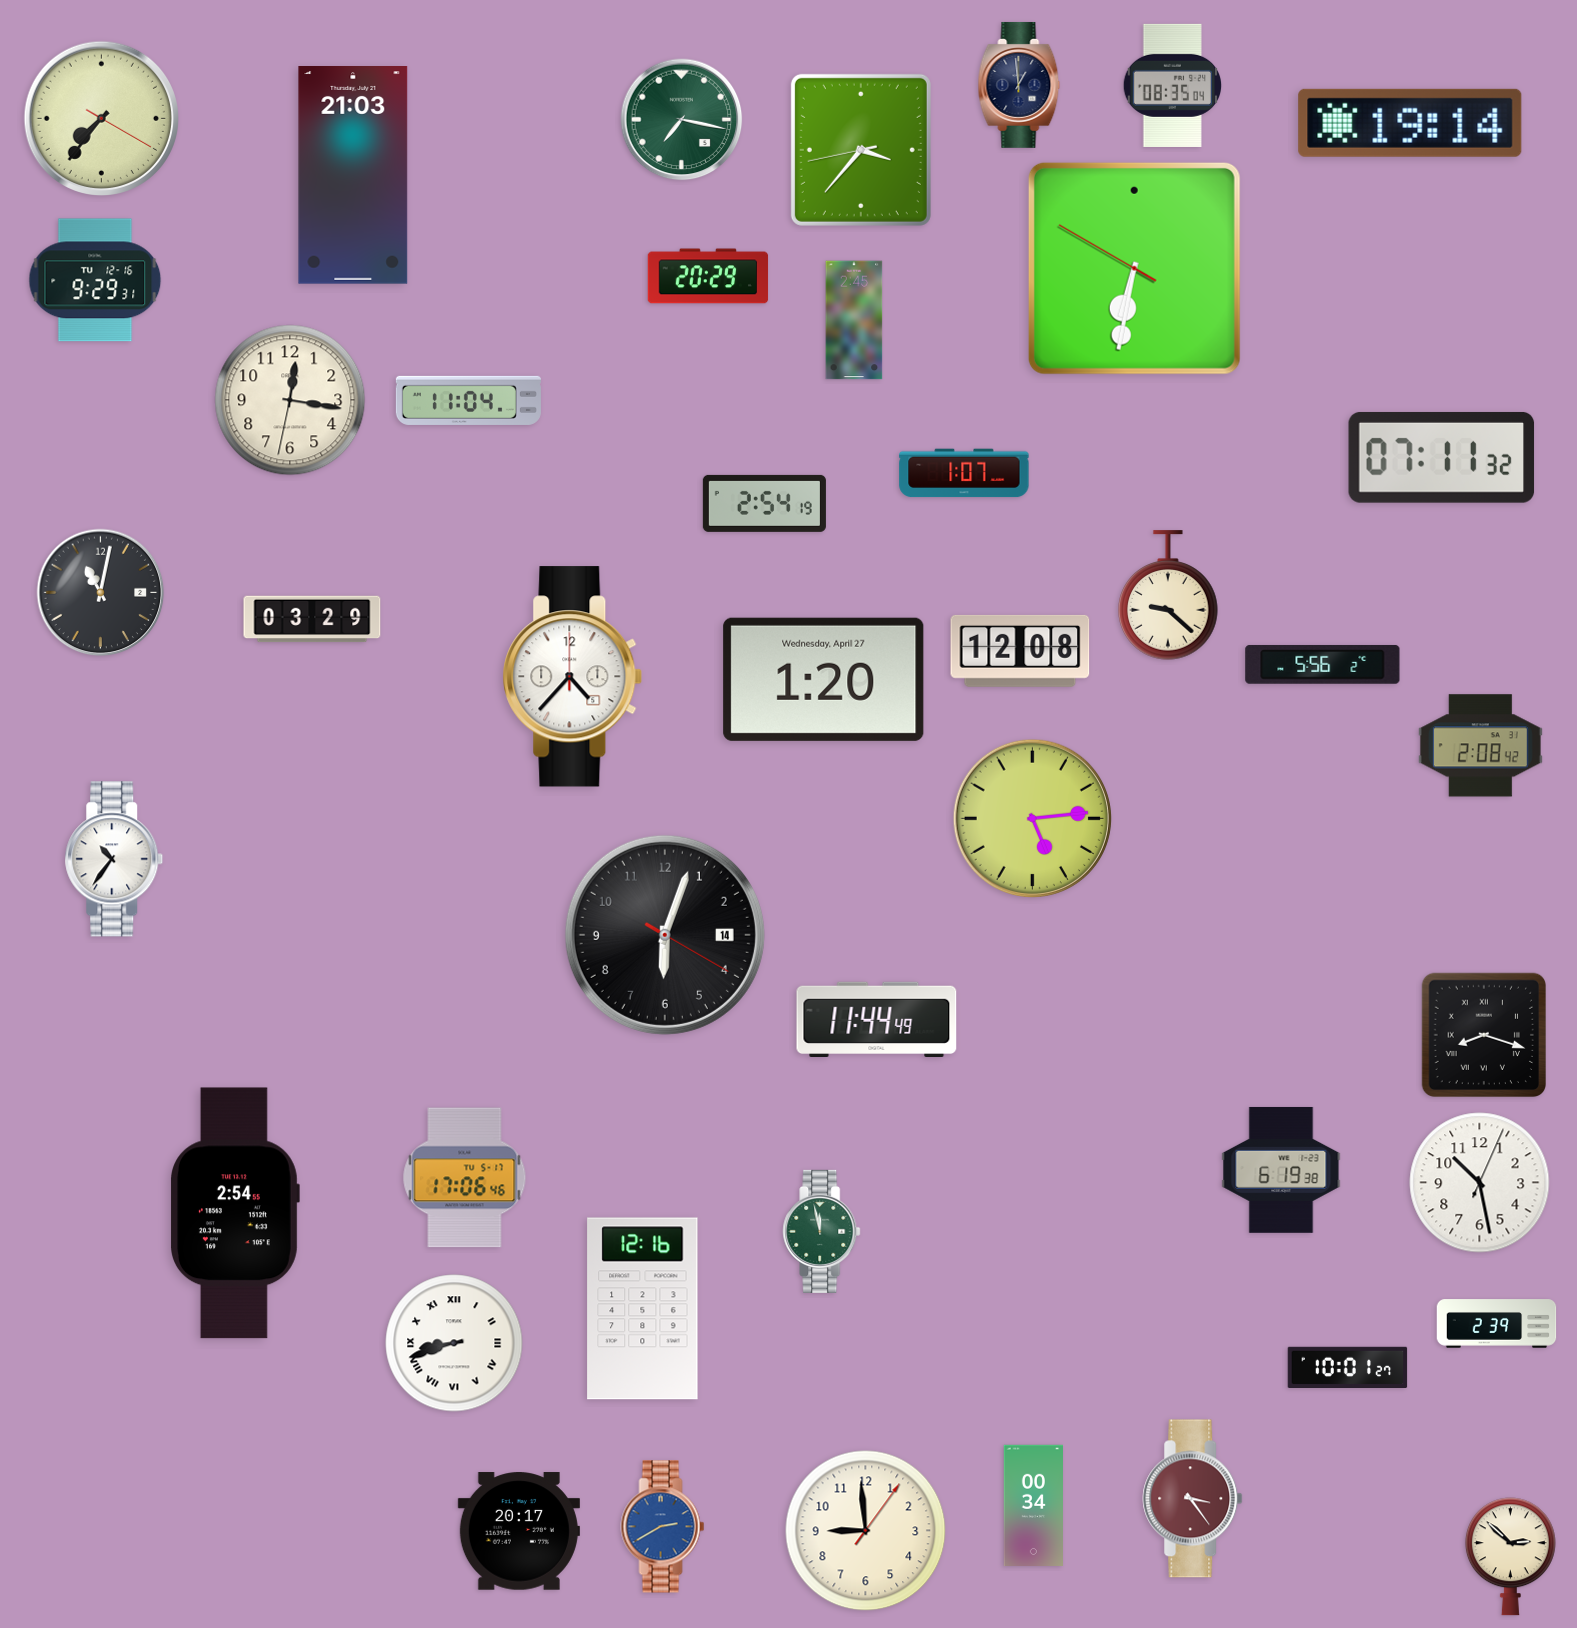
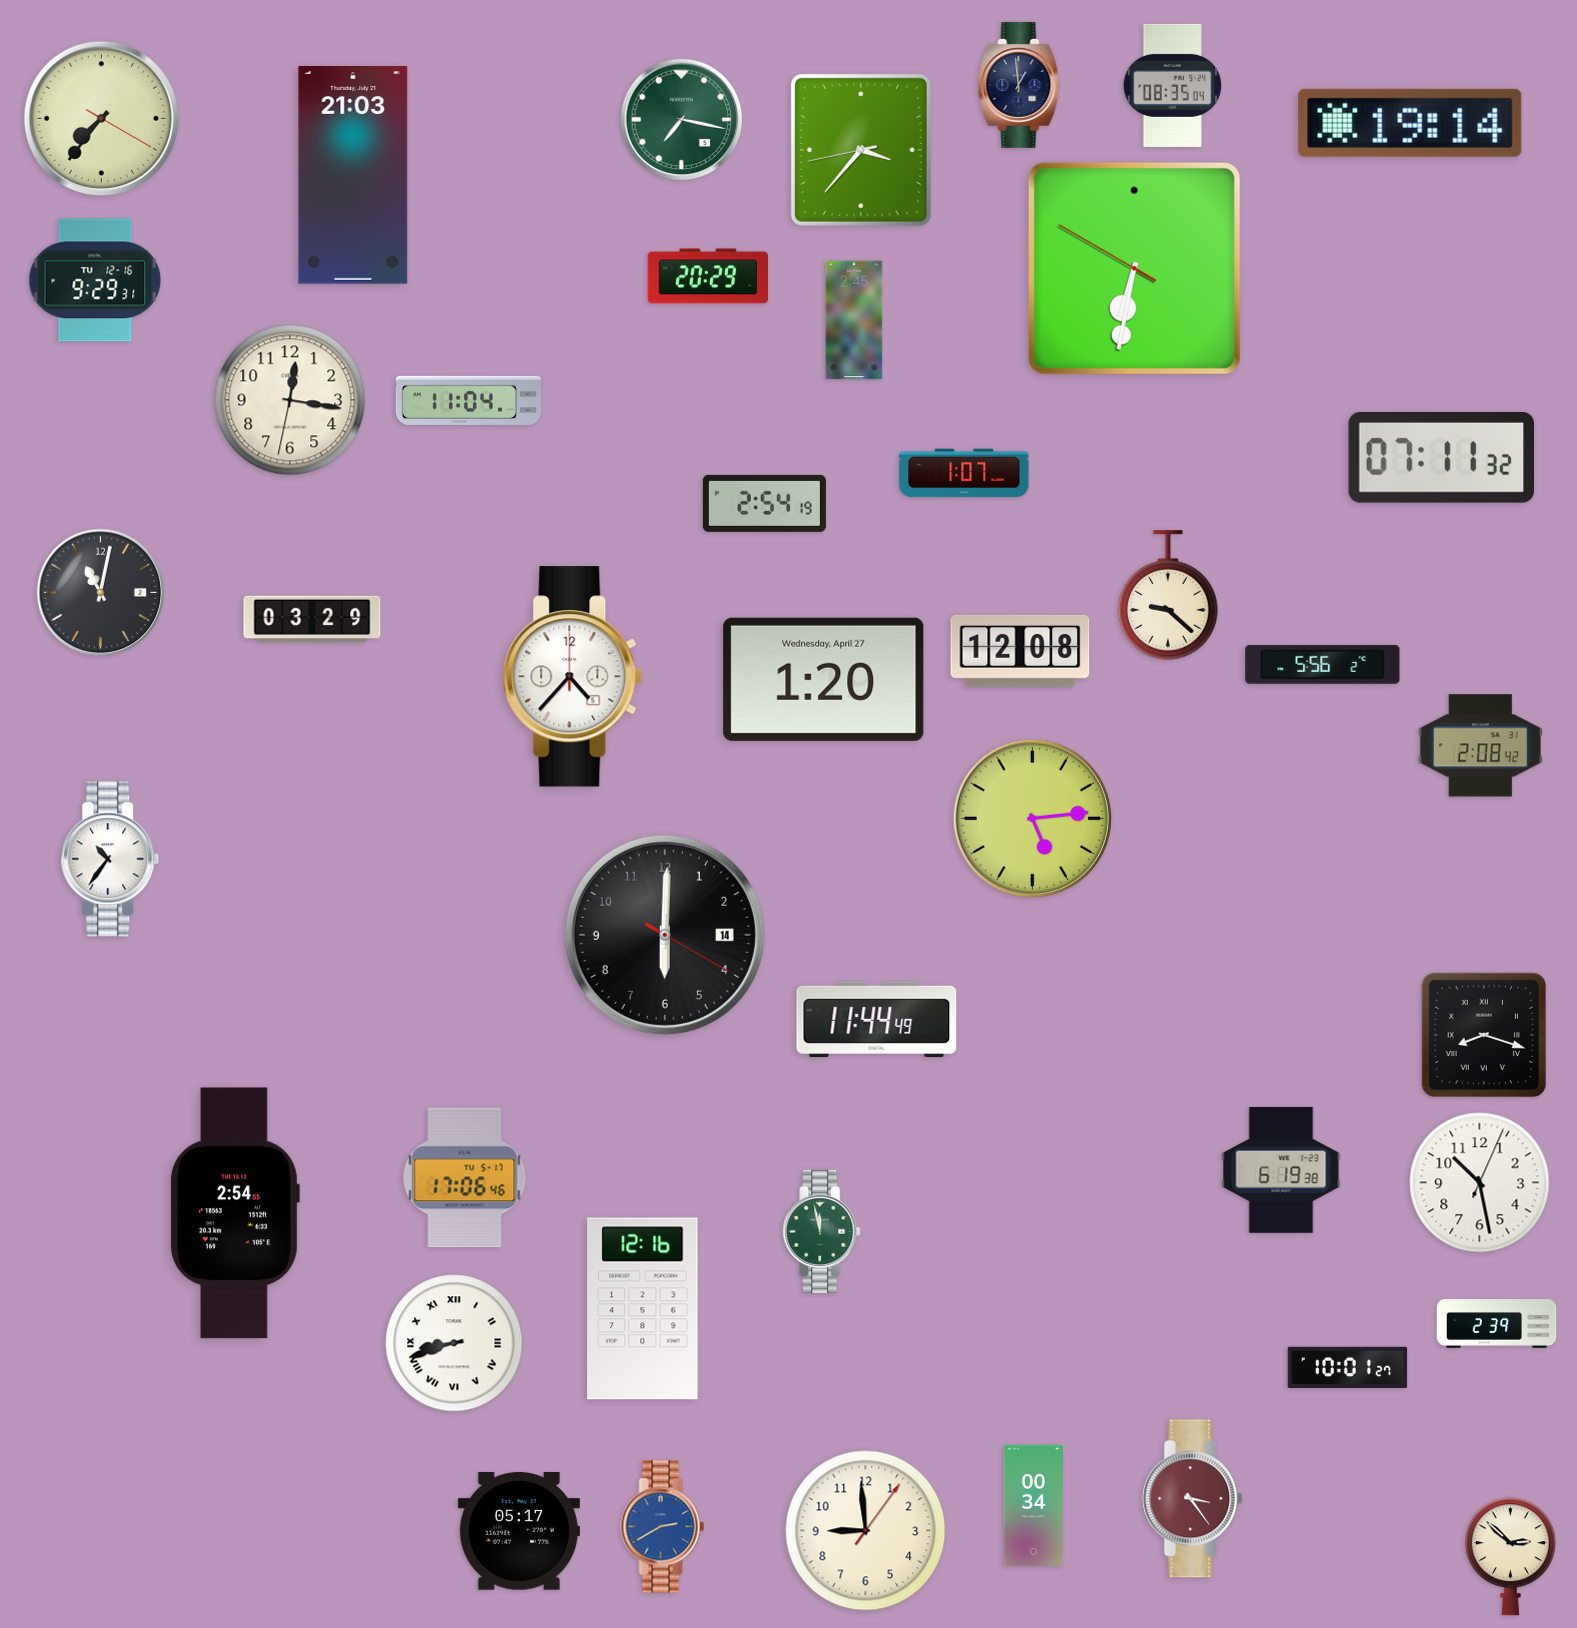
clock at (114, 859) position: (114, 859) -> (110, 859)
clock at (665, 935): 6:03 -> 6:00
clock at (519, 1531): 20:17 -> 05:17
